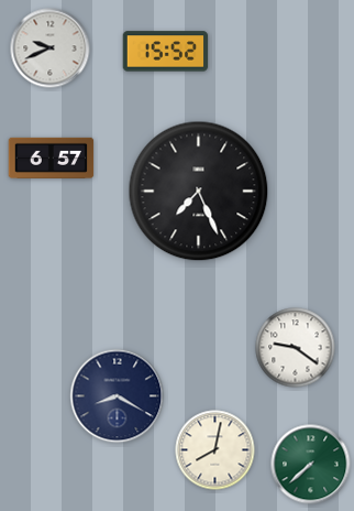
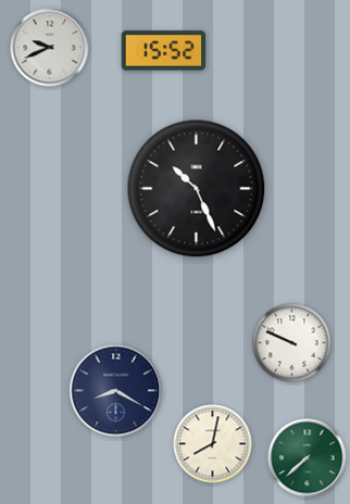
clock at (52, 157): 6:57 -> none
clock at (199, 192): 7:26 -> 10:26
clock at (296, 348): 9:21 -> 9:49
